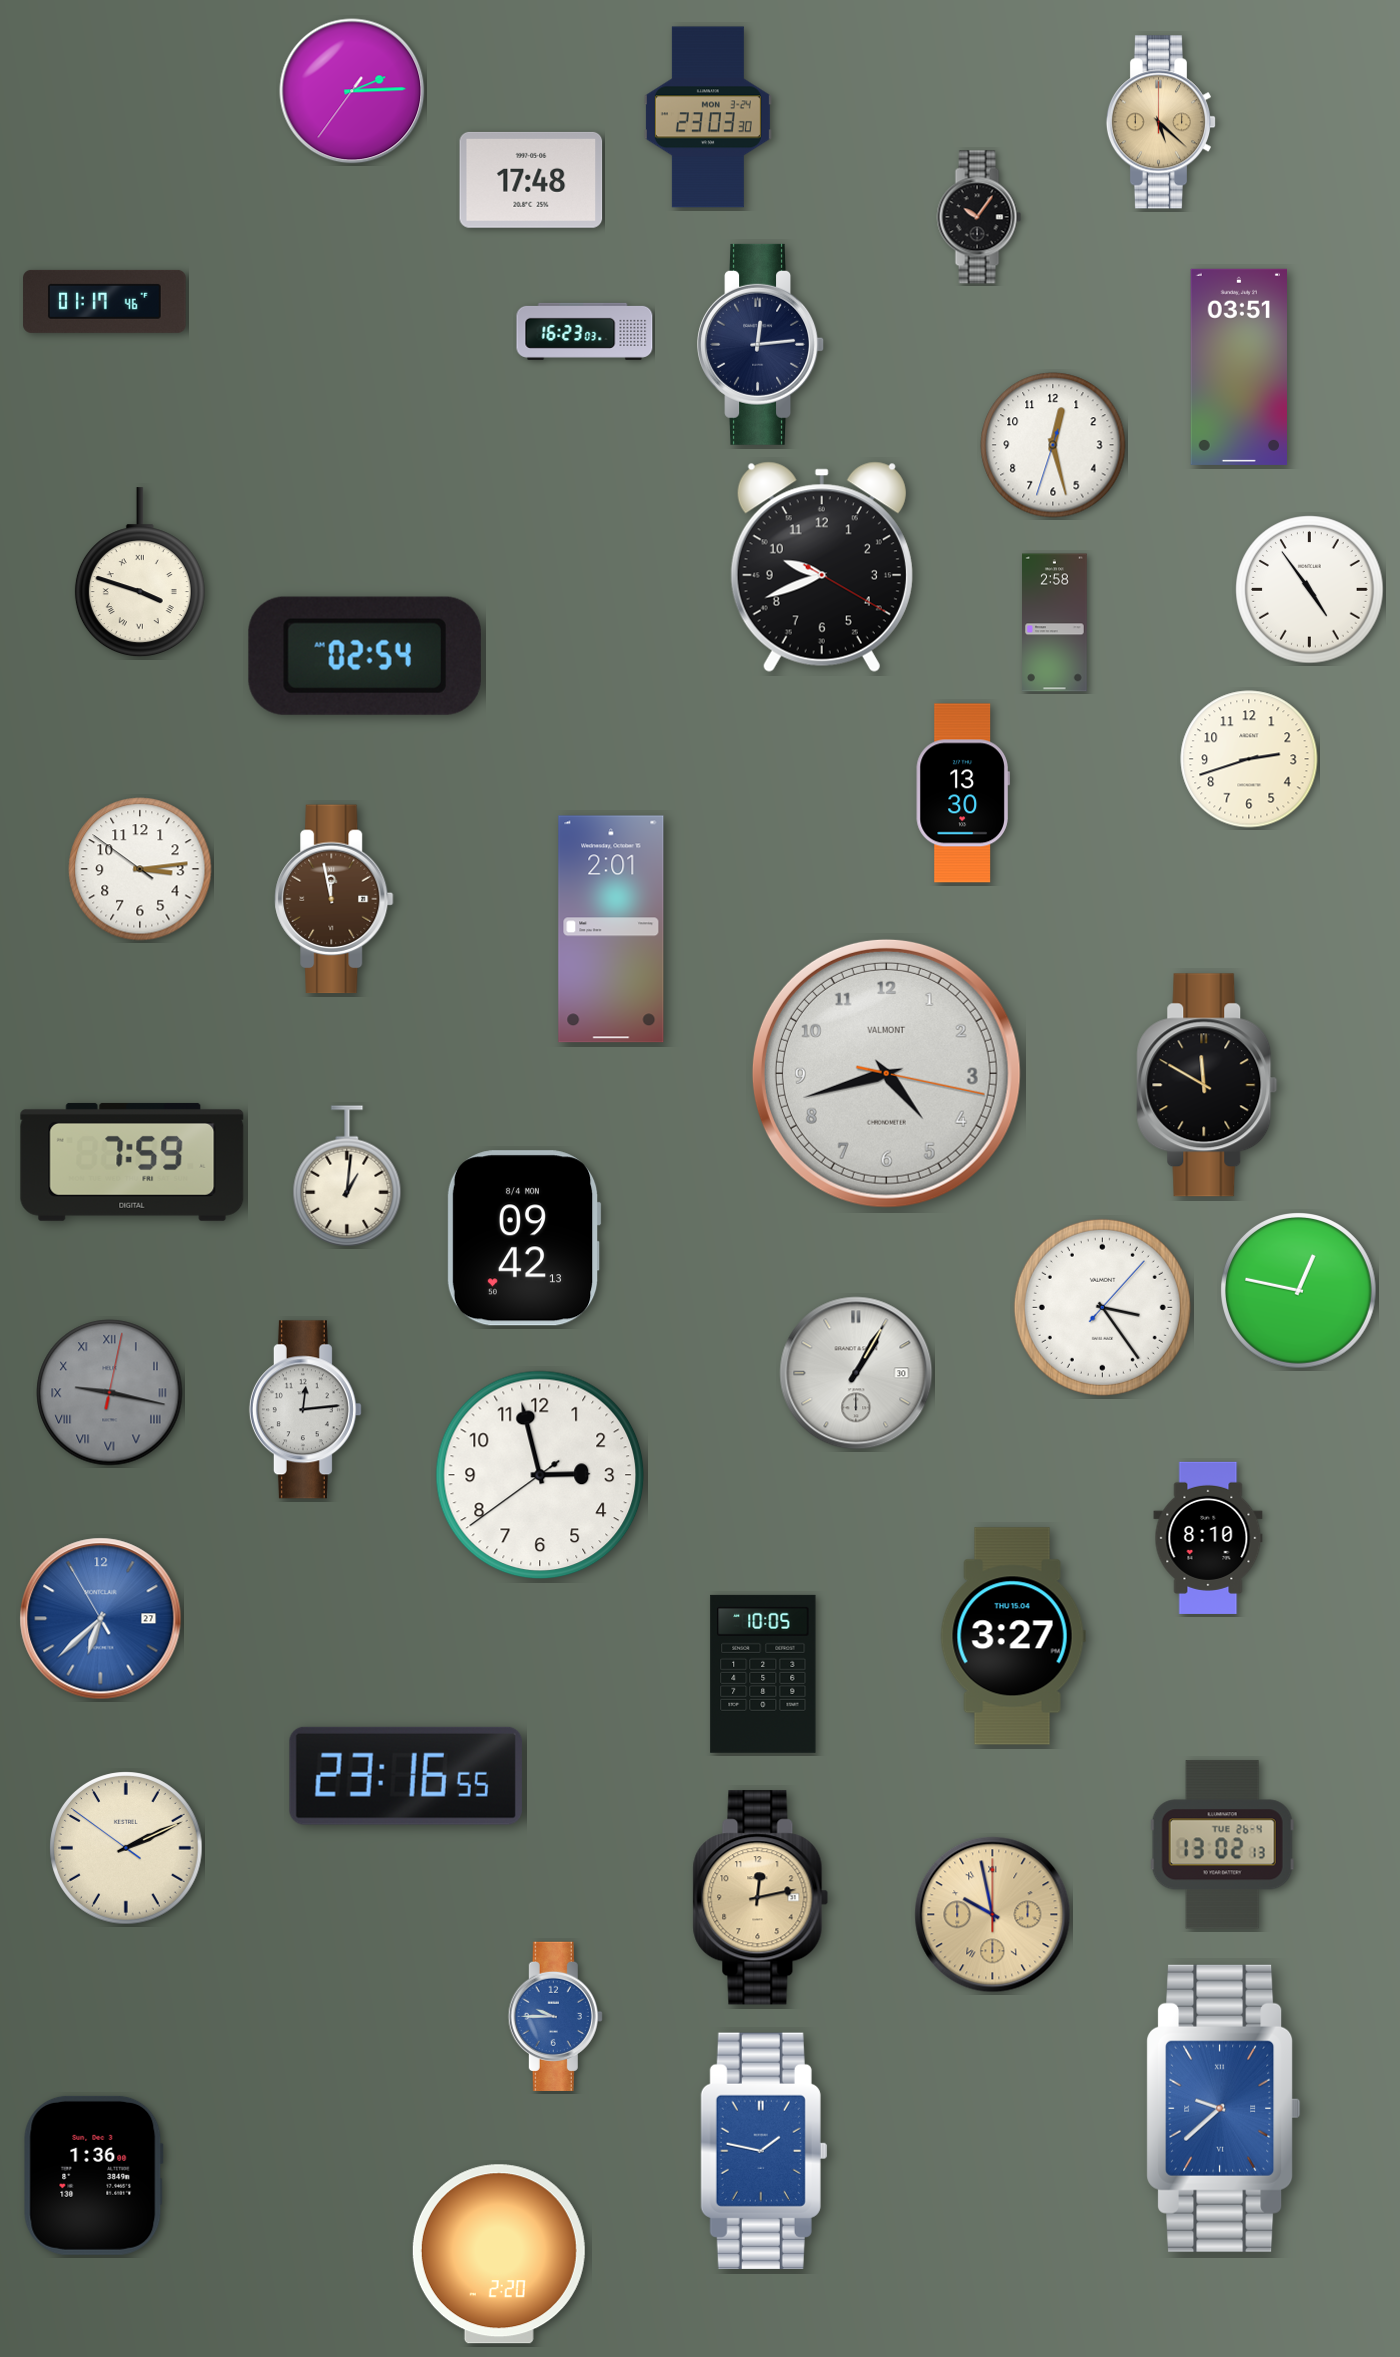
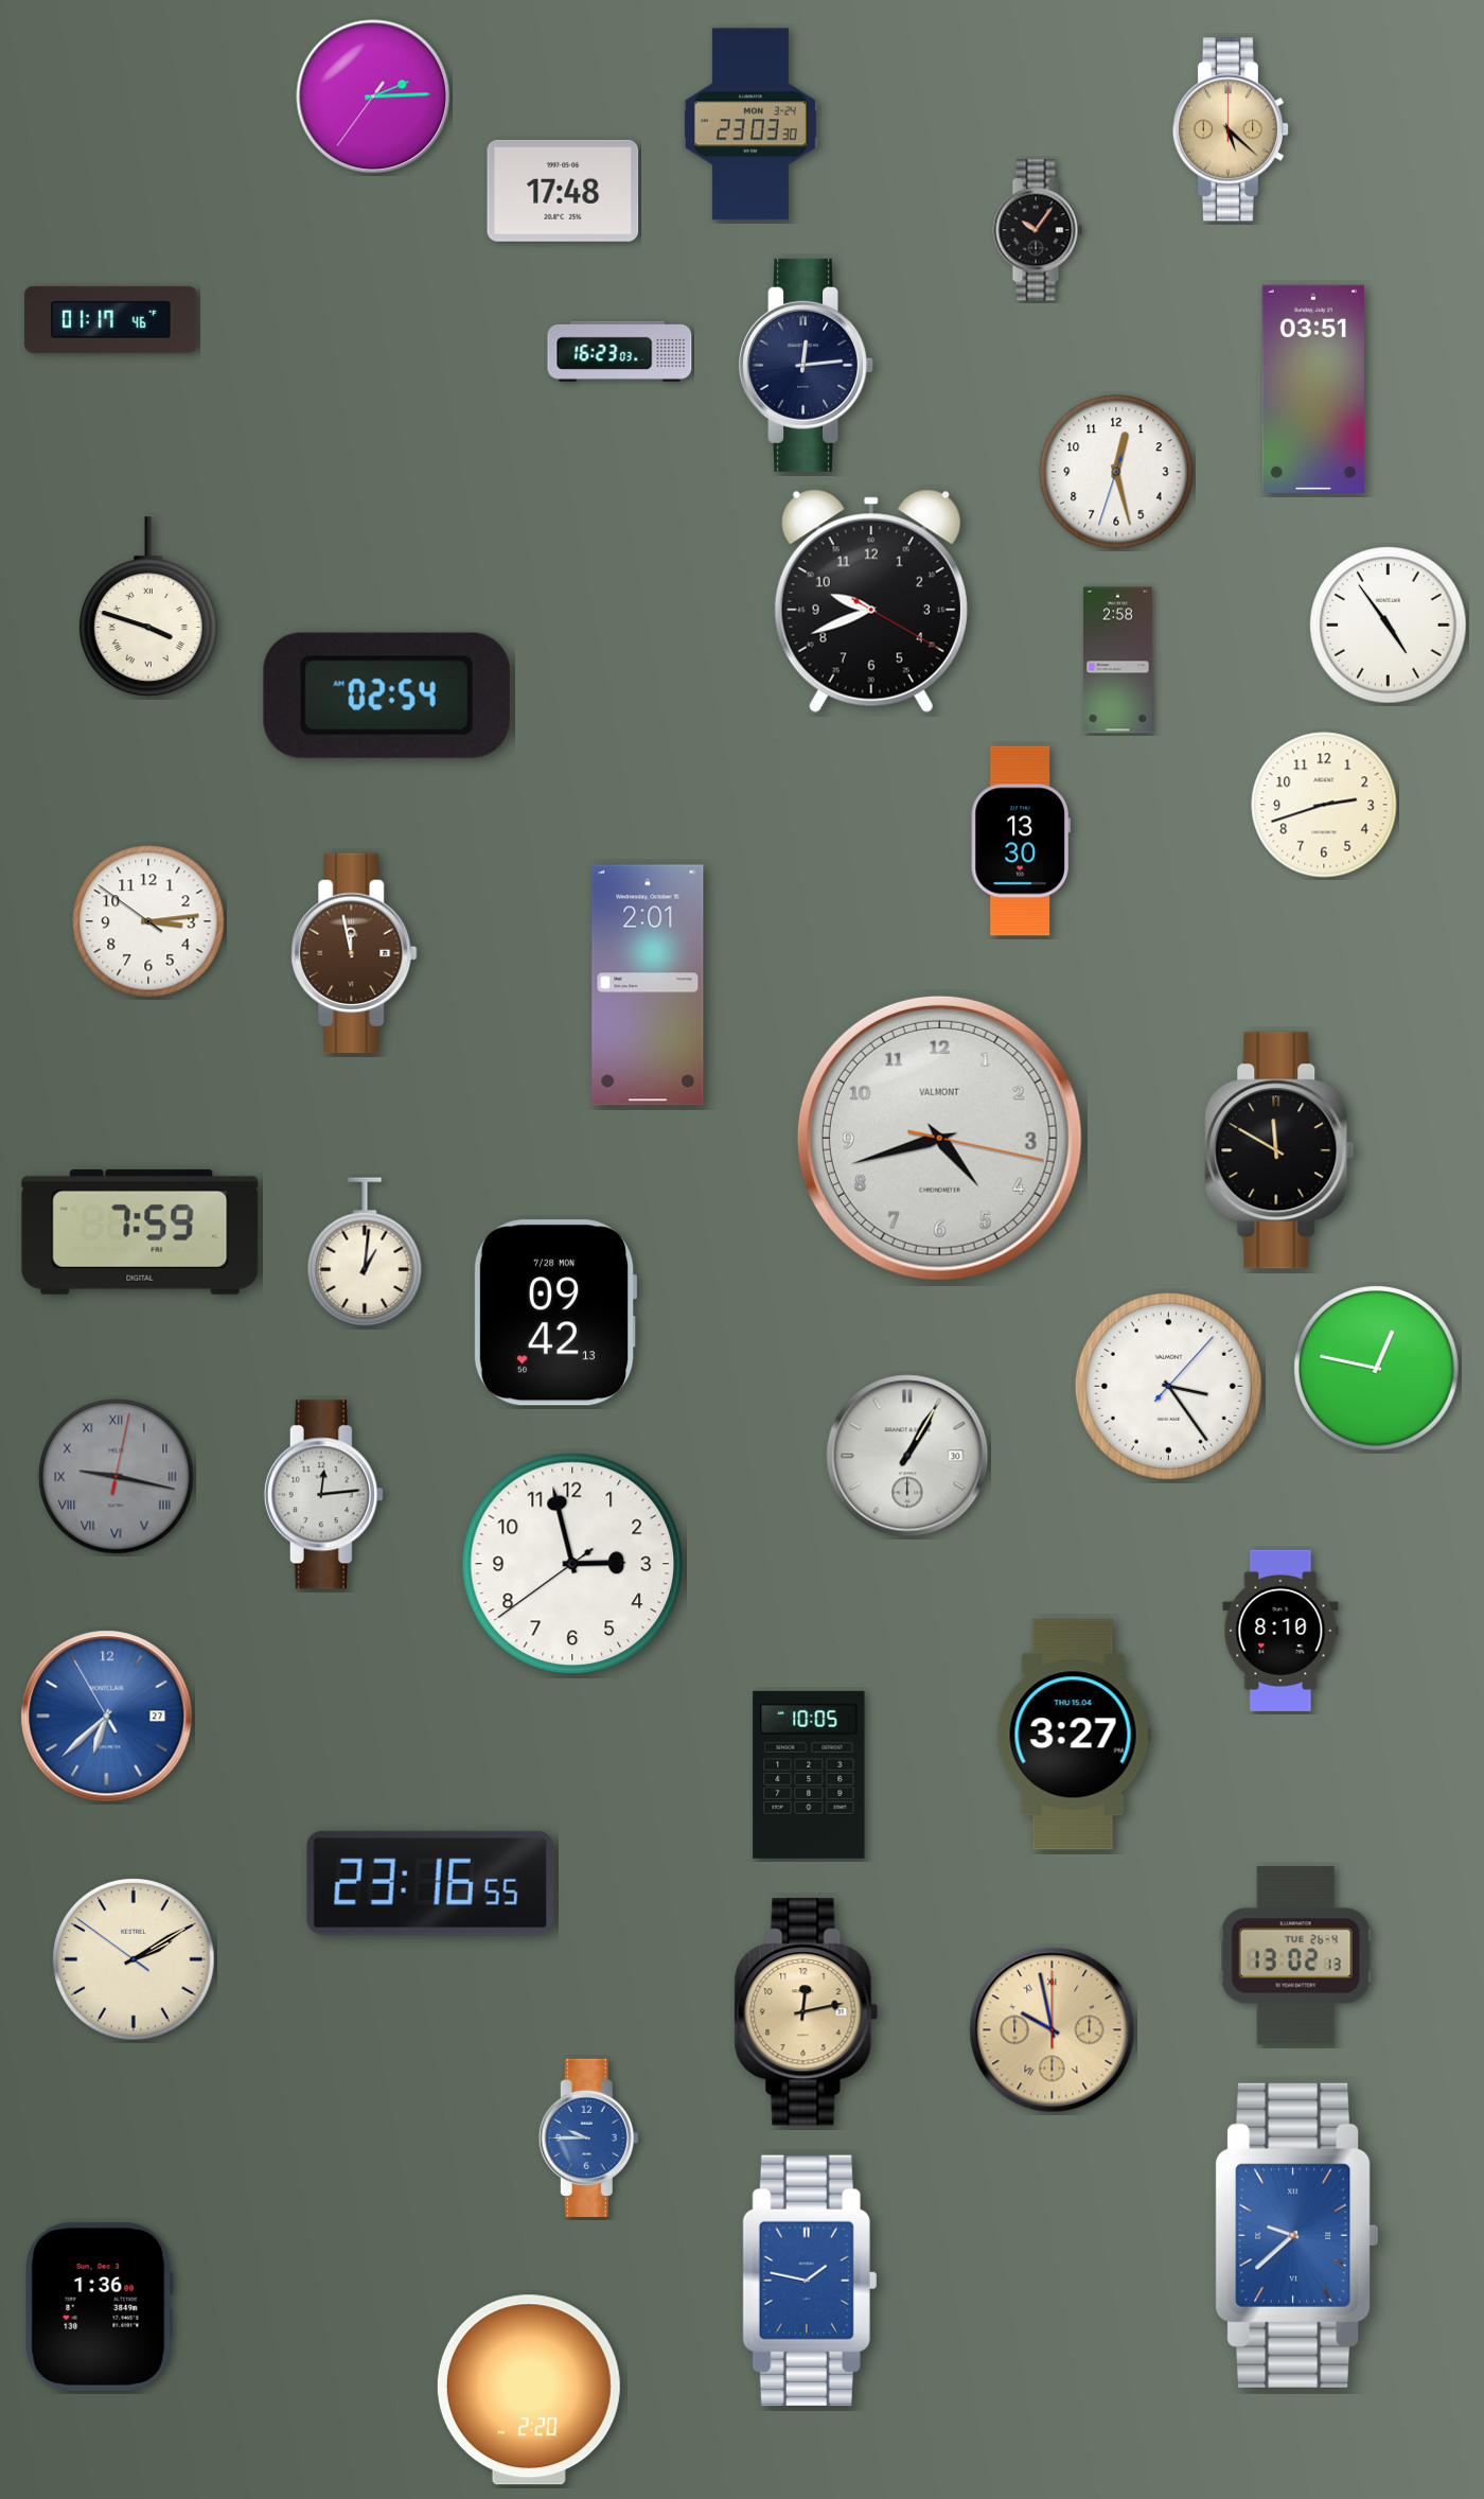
clock at (347, 1176) position: (347, 1176) -> (365, 1252)
clock at (524, 1238) date: 8/4 MON -> 7/28 MON
clock at (126, 1848): 2:10 -> 2:09
